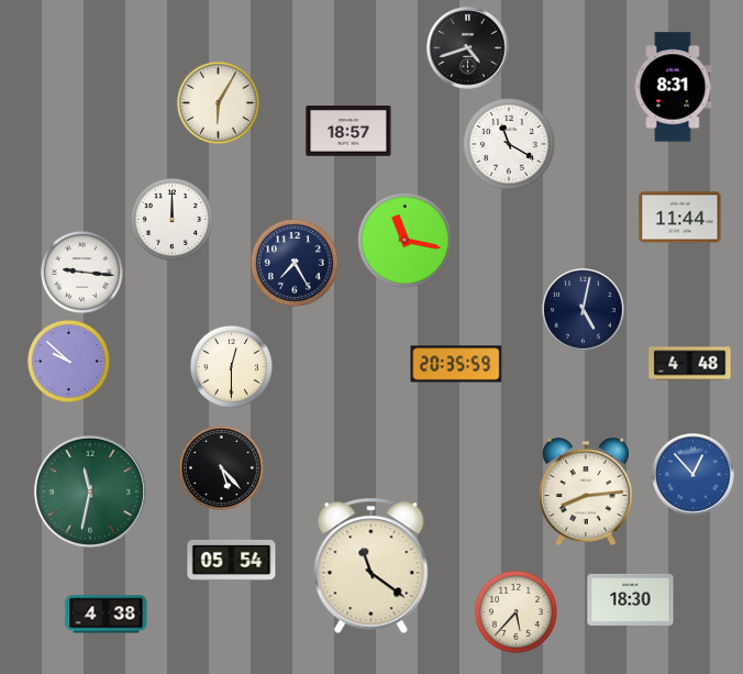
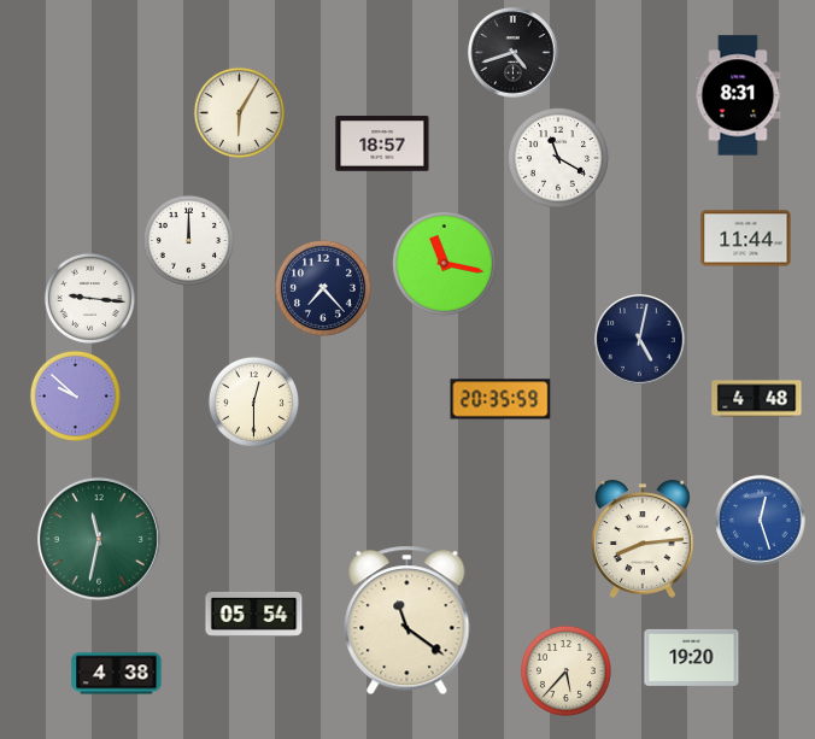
clock at (295, 263): 7:25 -> 7:23
clock at (221, 467): 5:23 -> none
clock at (694, 475): 12:53 -> 12:27
clock at (631, 599): 18:30 -> 19:20
